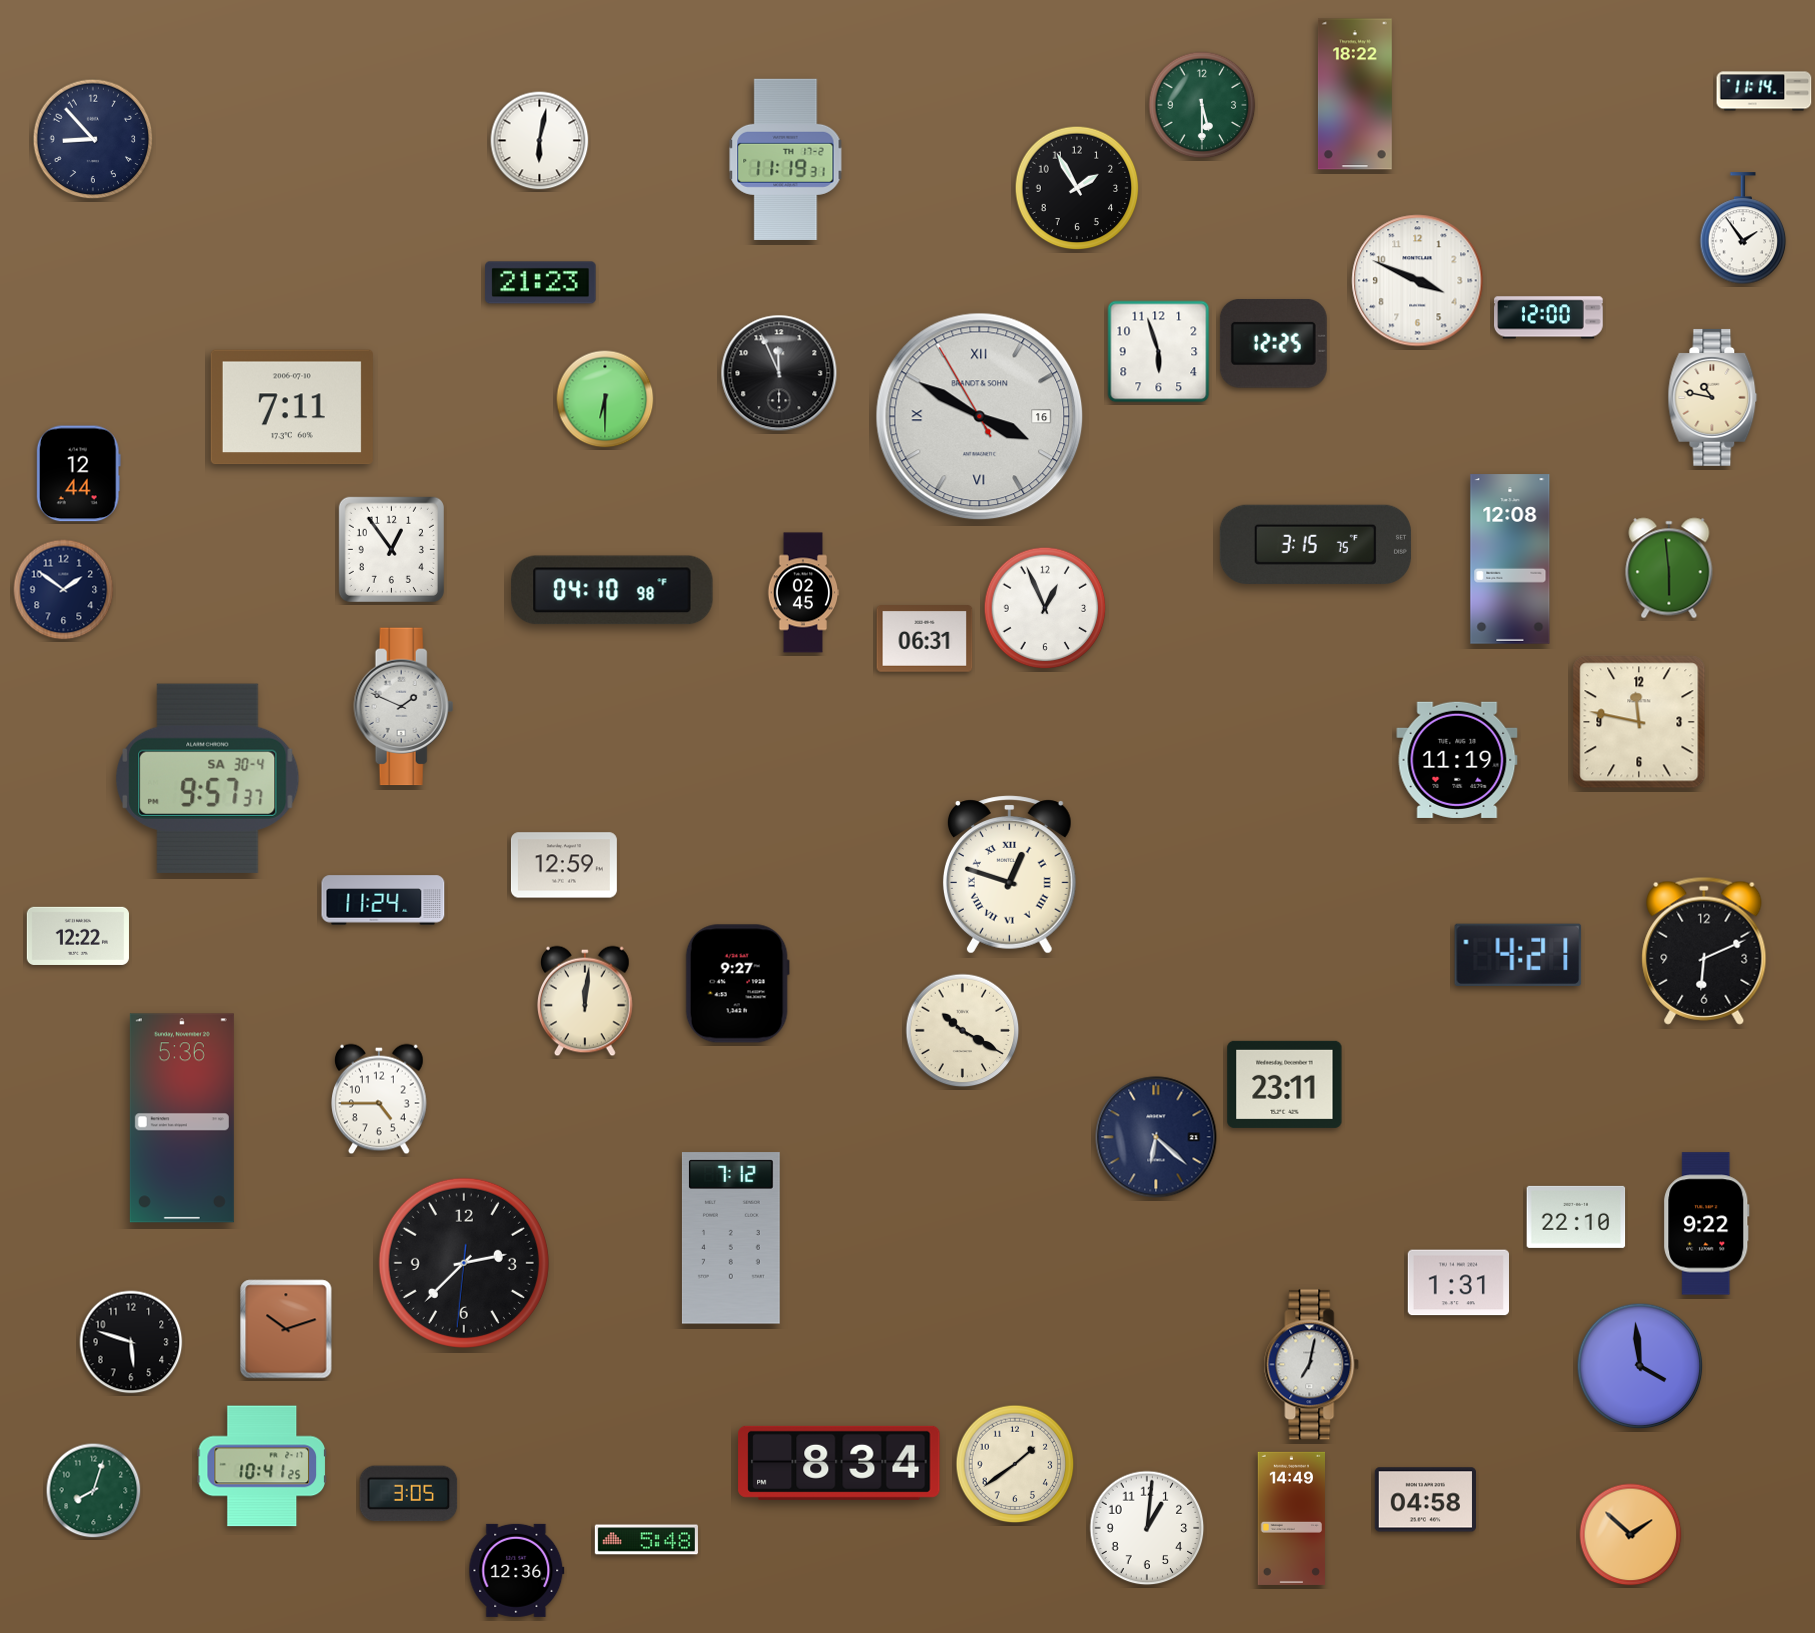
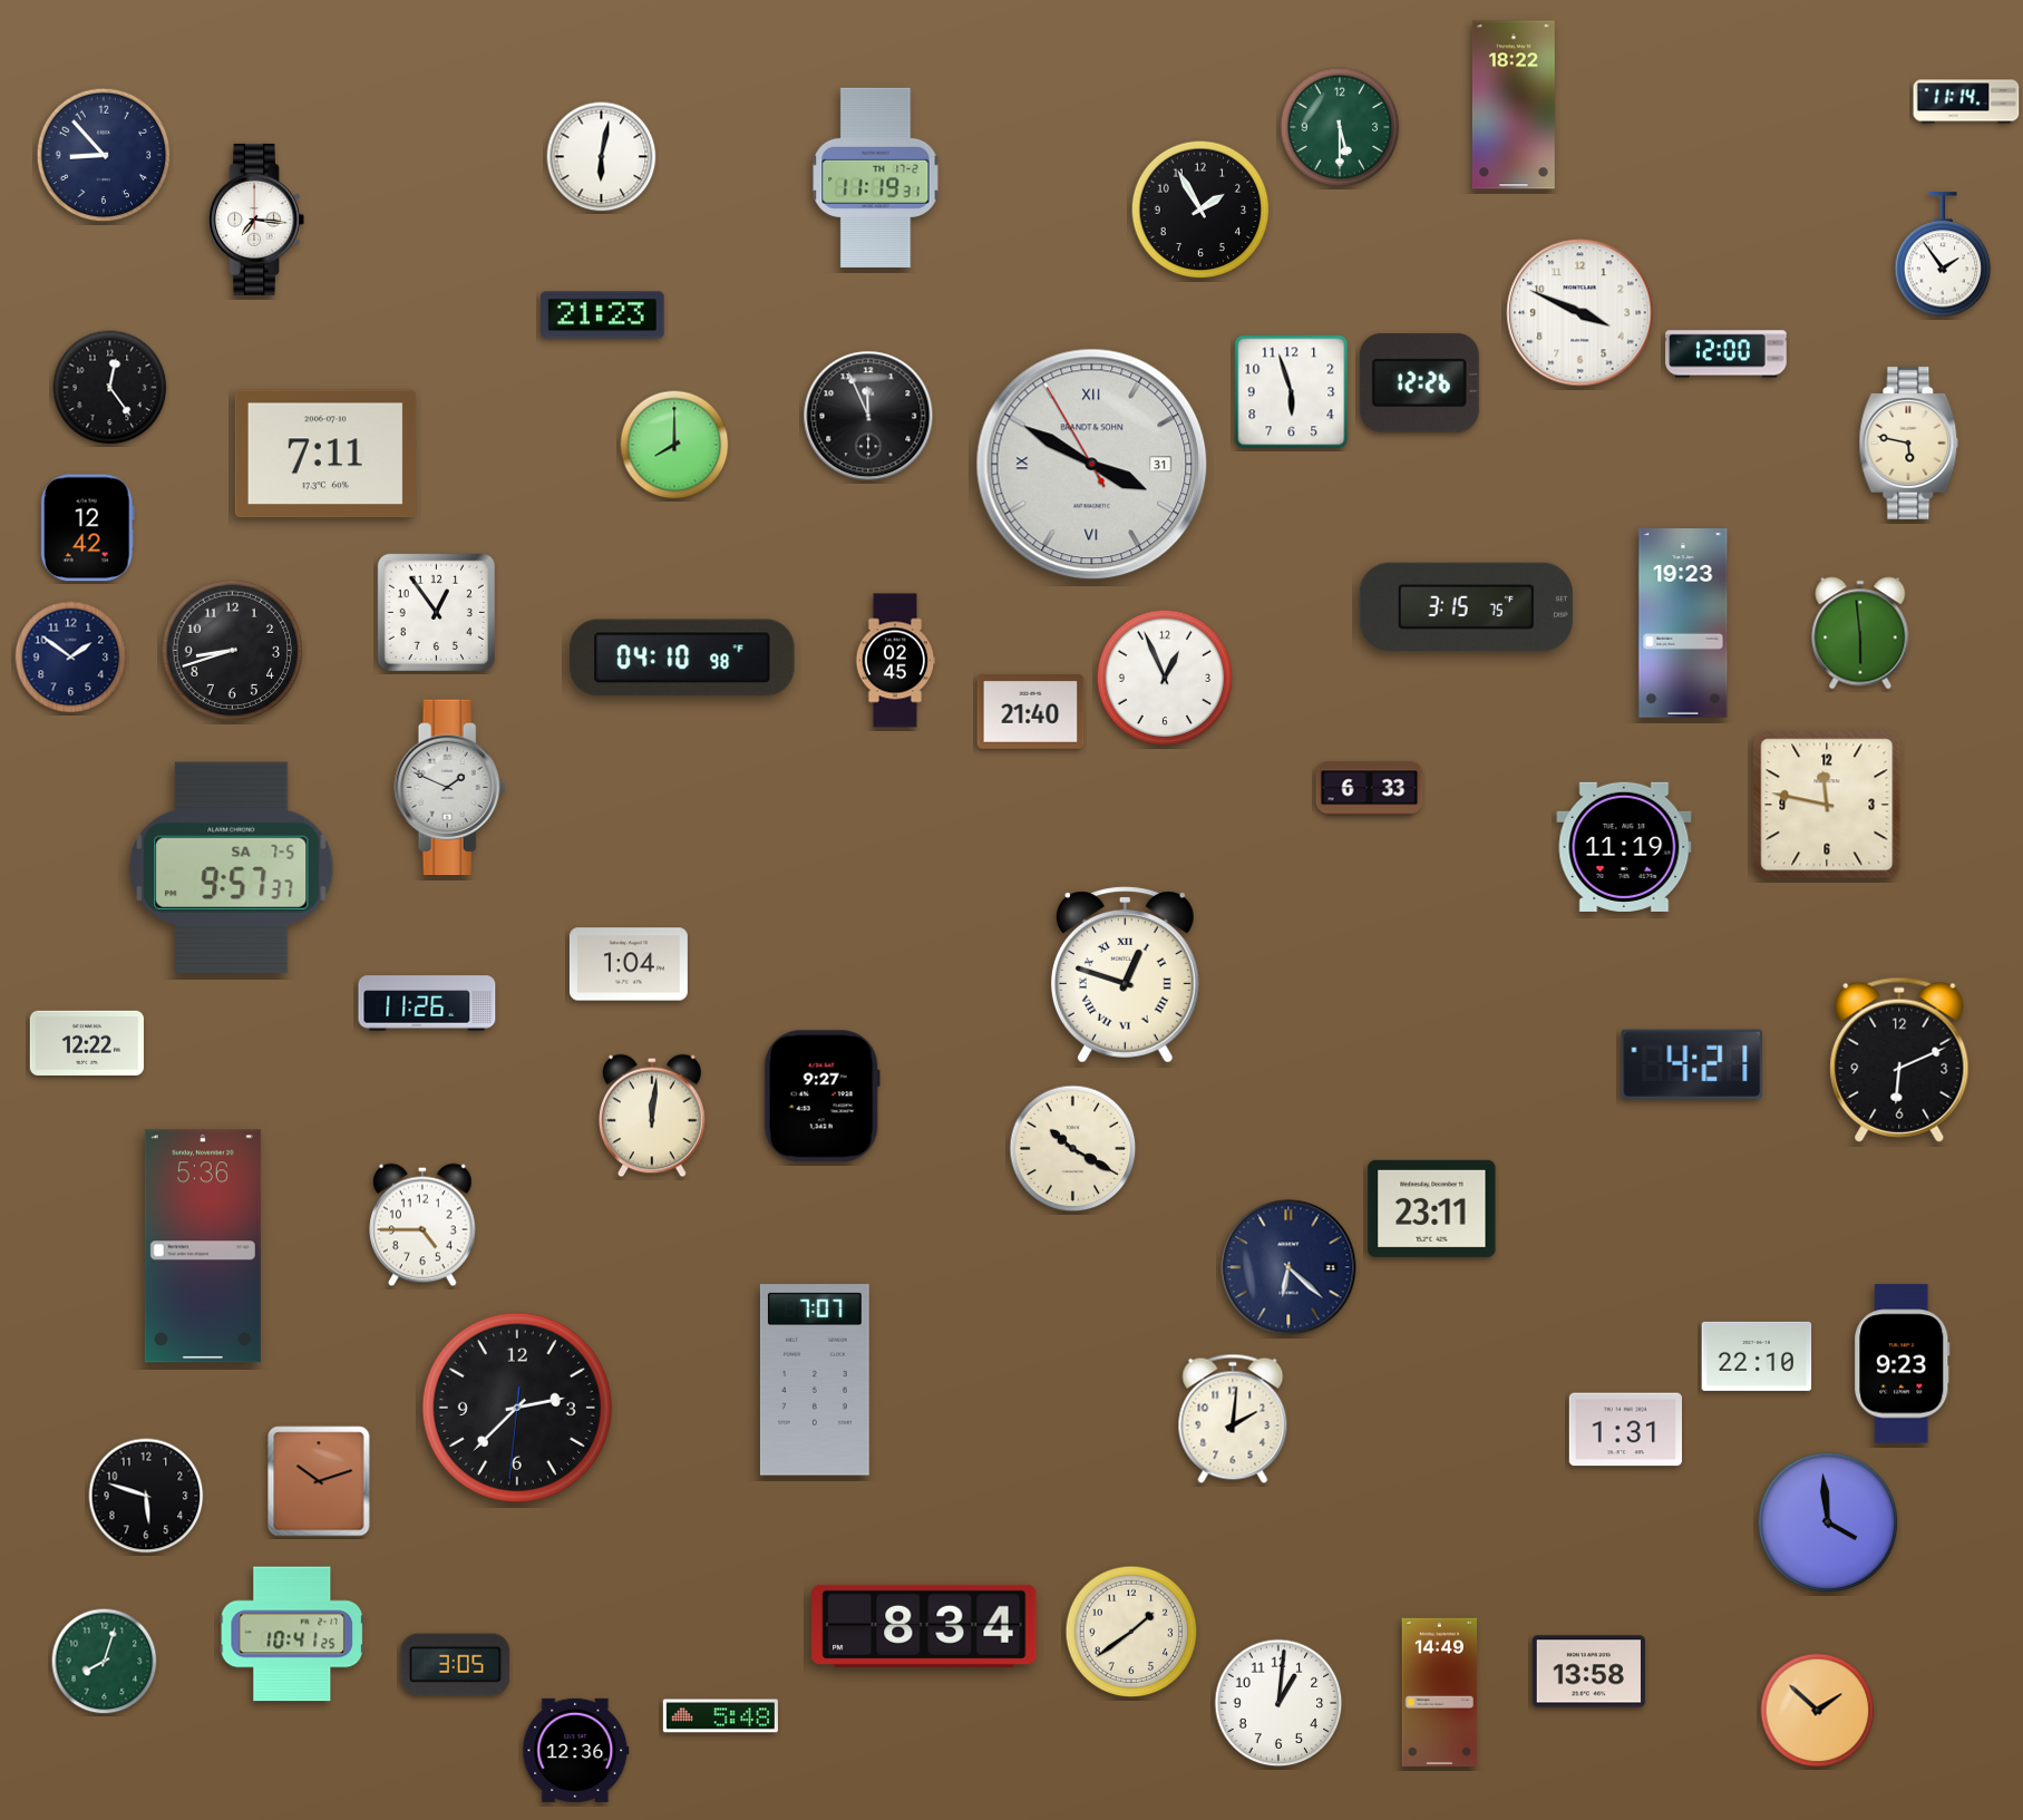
clock at (1355, 94) position: (1355, 94) -> (1514, 105)
clock at (1202, 105) position: (1202, 105) -> (1340, 127)
clock at (256, 220): none -> 7:16
clock at (1273, 344): 12:25 -> 12:26
clock at (110, 388): none -> 12:24
clock at (1713, 397): 10:47 -> 5:47
clock at (605, 399): 6:30 -> 8:00
clock at (980, 417) date: 16 -> 31
clock at (78, 474): 12:44 -> 12:42
clock at (1510, 559): 12:08 -> 19:23
clock at (233, 651): none -> 8:42
clock at (925, 639): 06:31 -> 21:40
clock at (1370, 789): none -> 6:33
clock at (208, 778) date: SA 30-4 -> SA 7-5
clock at (564, 865): 12:59 -> 1:04
clock at (383, 900): 11:24 -> 11:26
clock at (1707, 1224): 9:22 -> 9:23
clock at (731, 1238): 7:12 -> 7:07
clock at (1233, 1419): none -> 2:01
clock at (1312, 1365): 7:02 -> none
clock at (839, 1463) position: (839, 1463) -> (924, 1626)
clock at (1425, 1500): 04:58 -> 13:58
